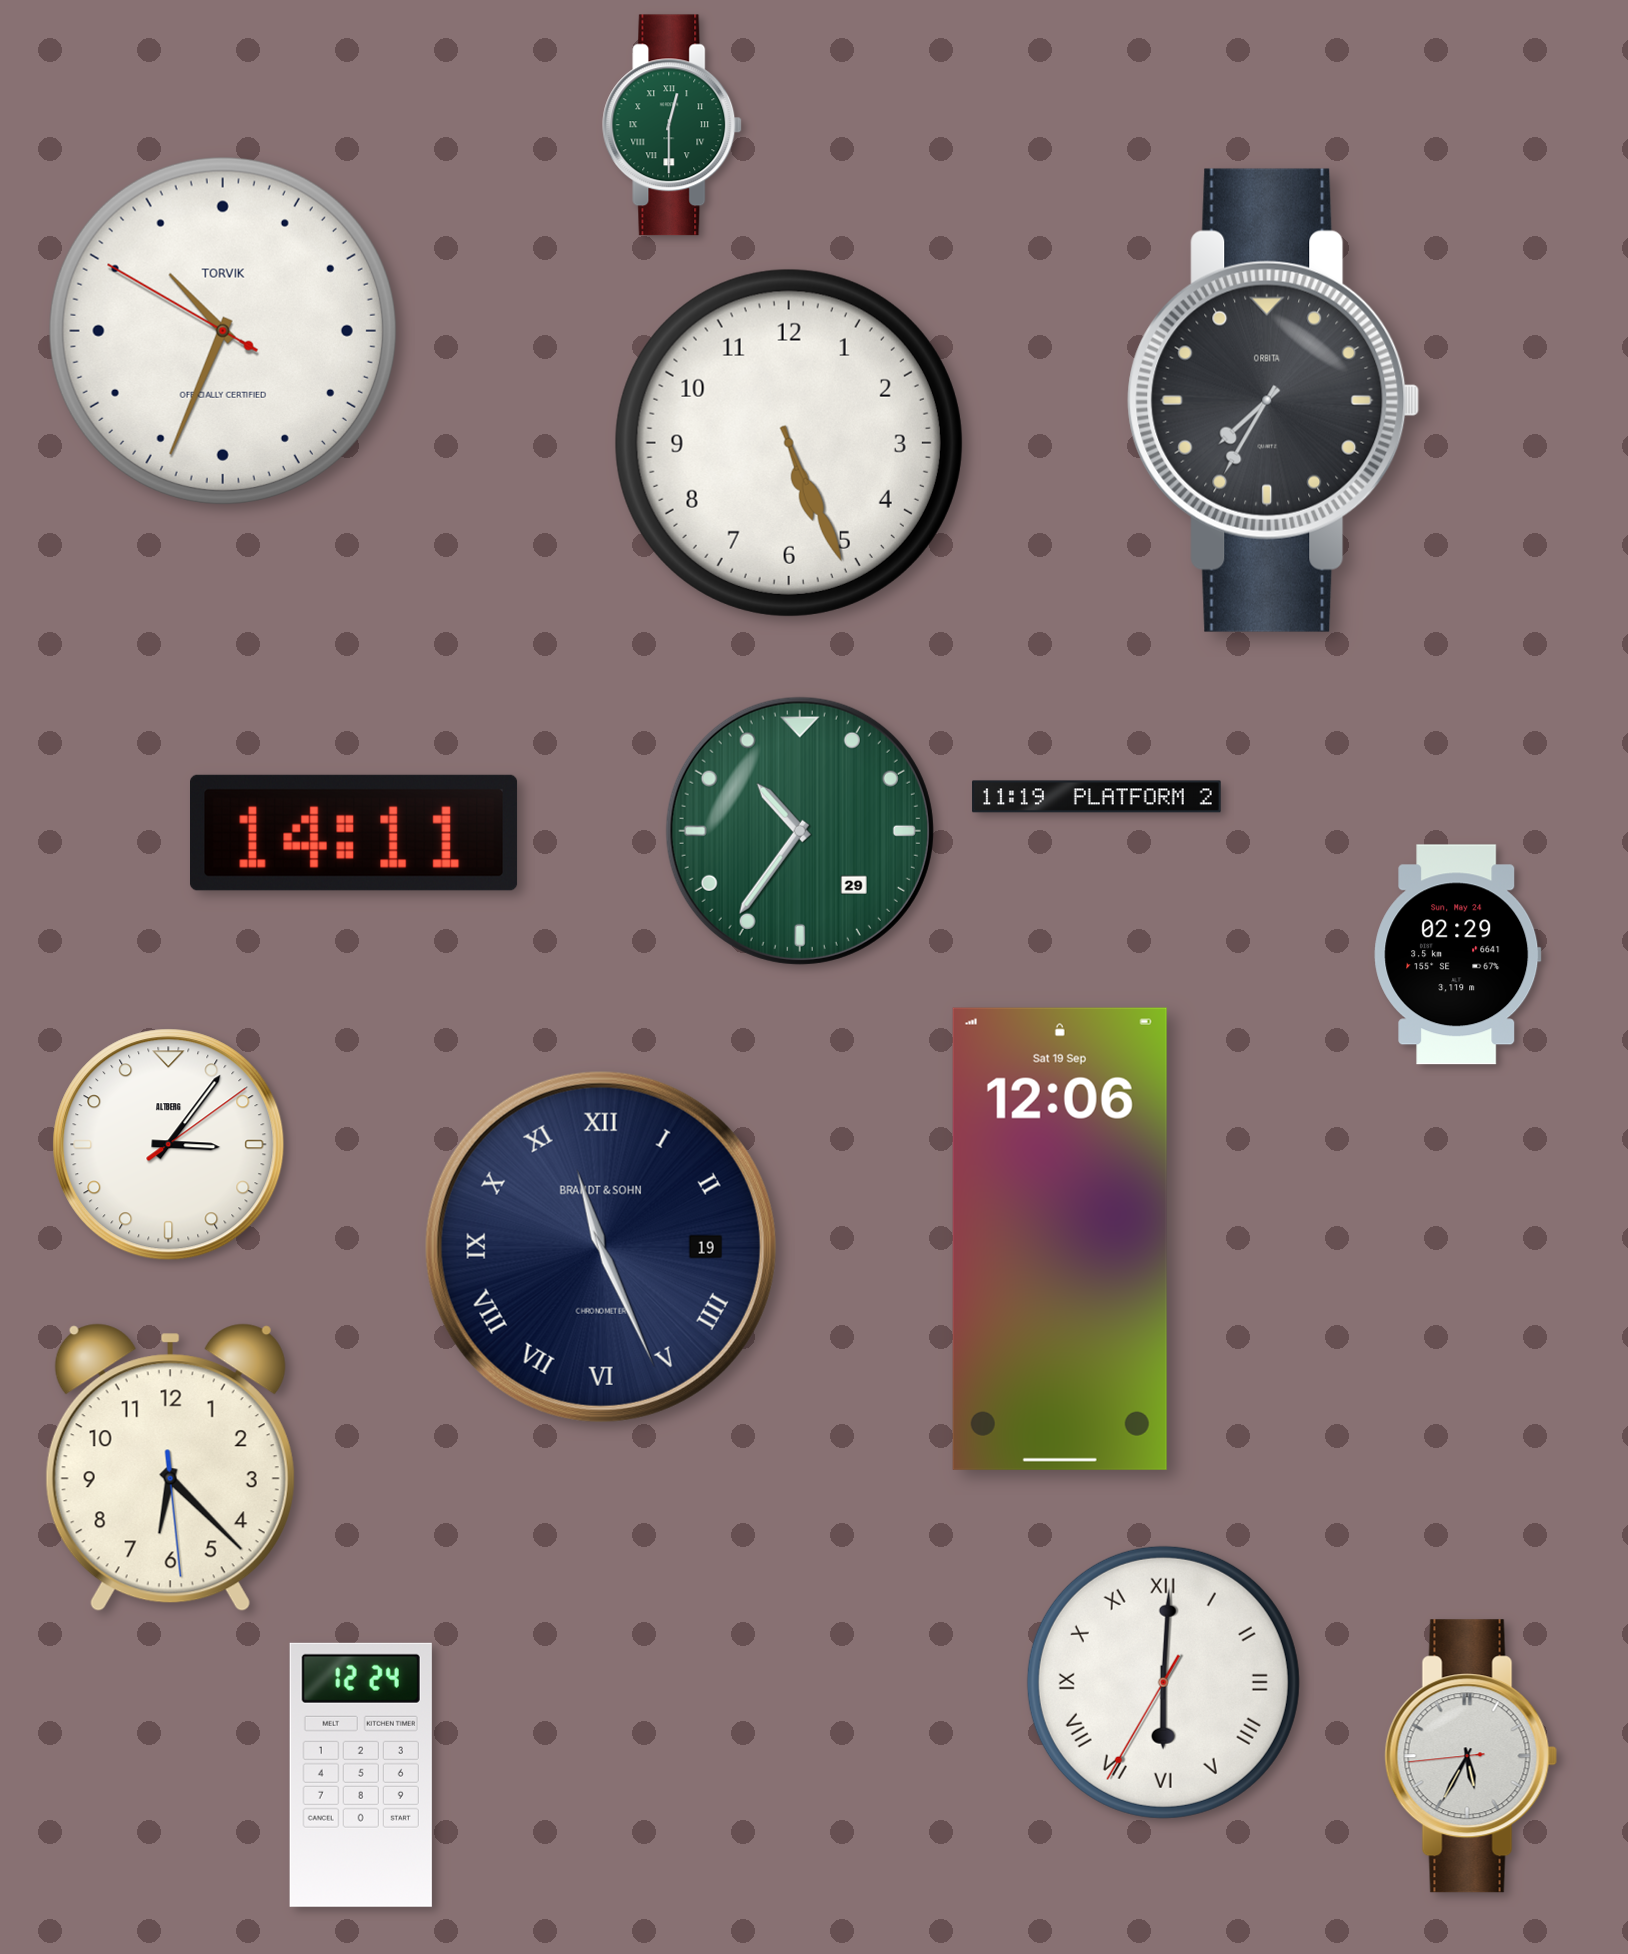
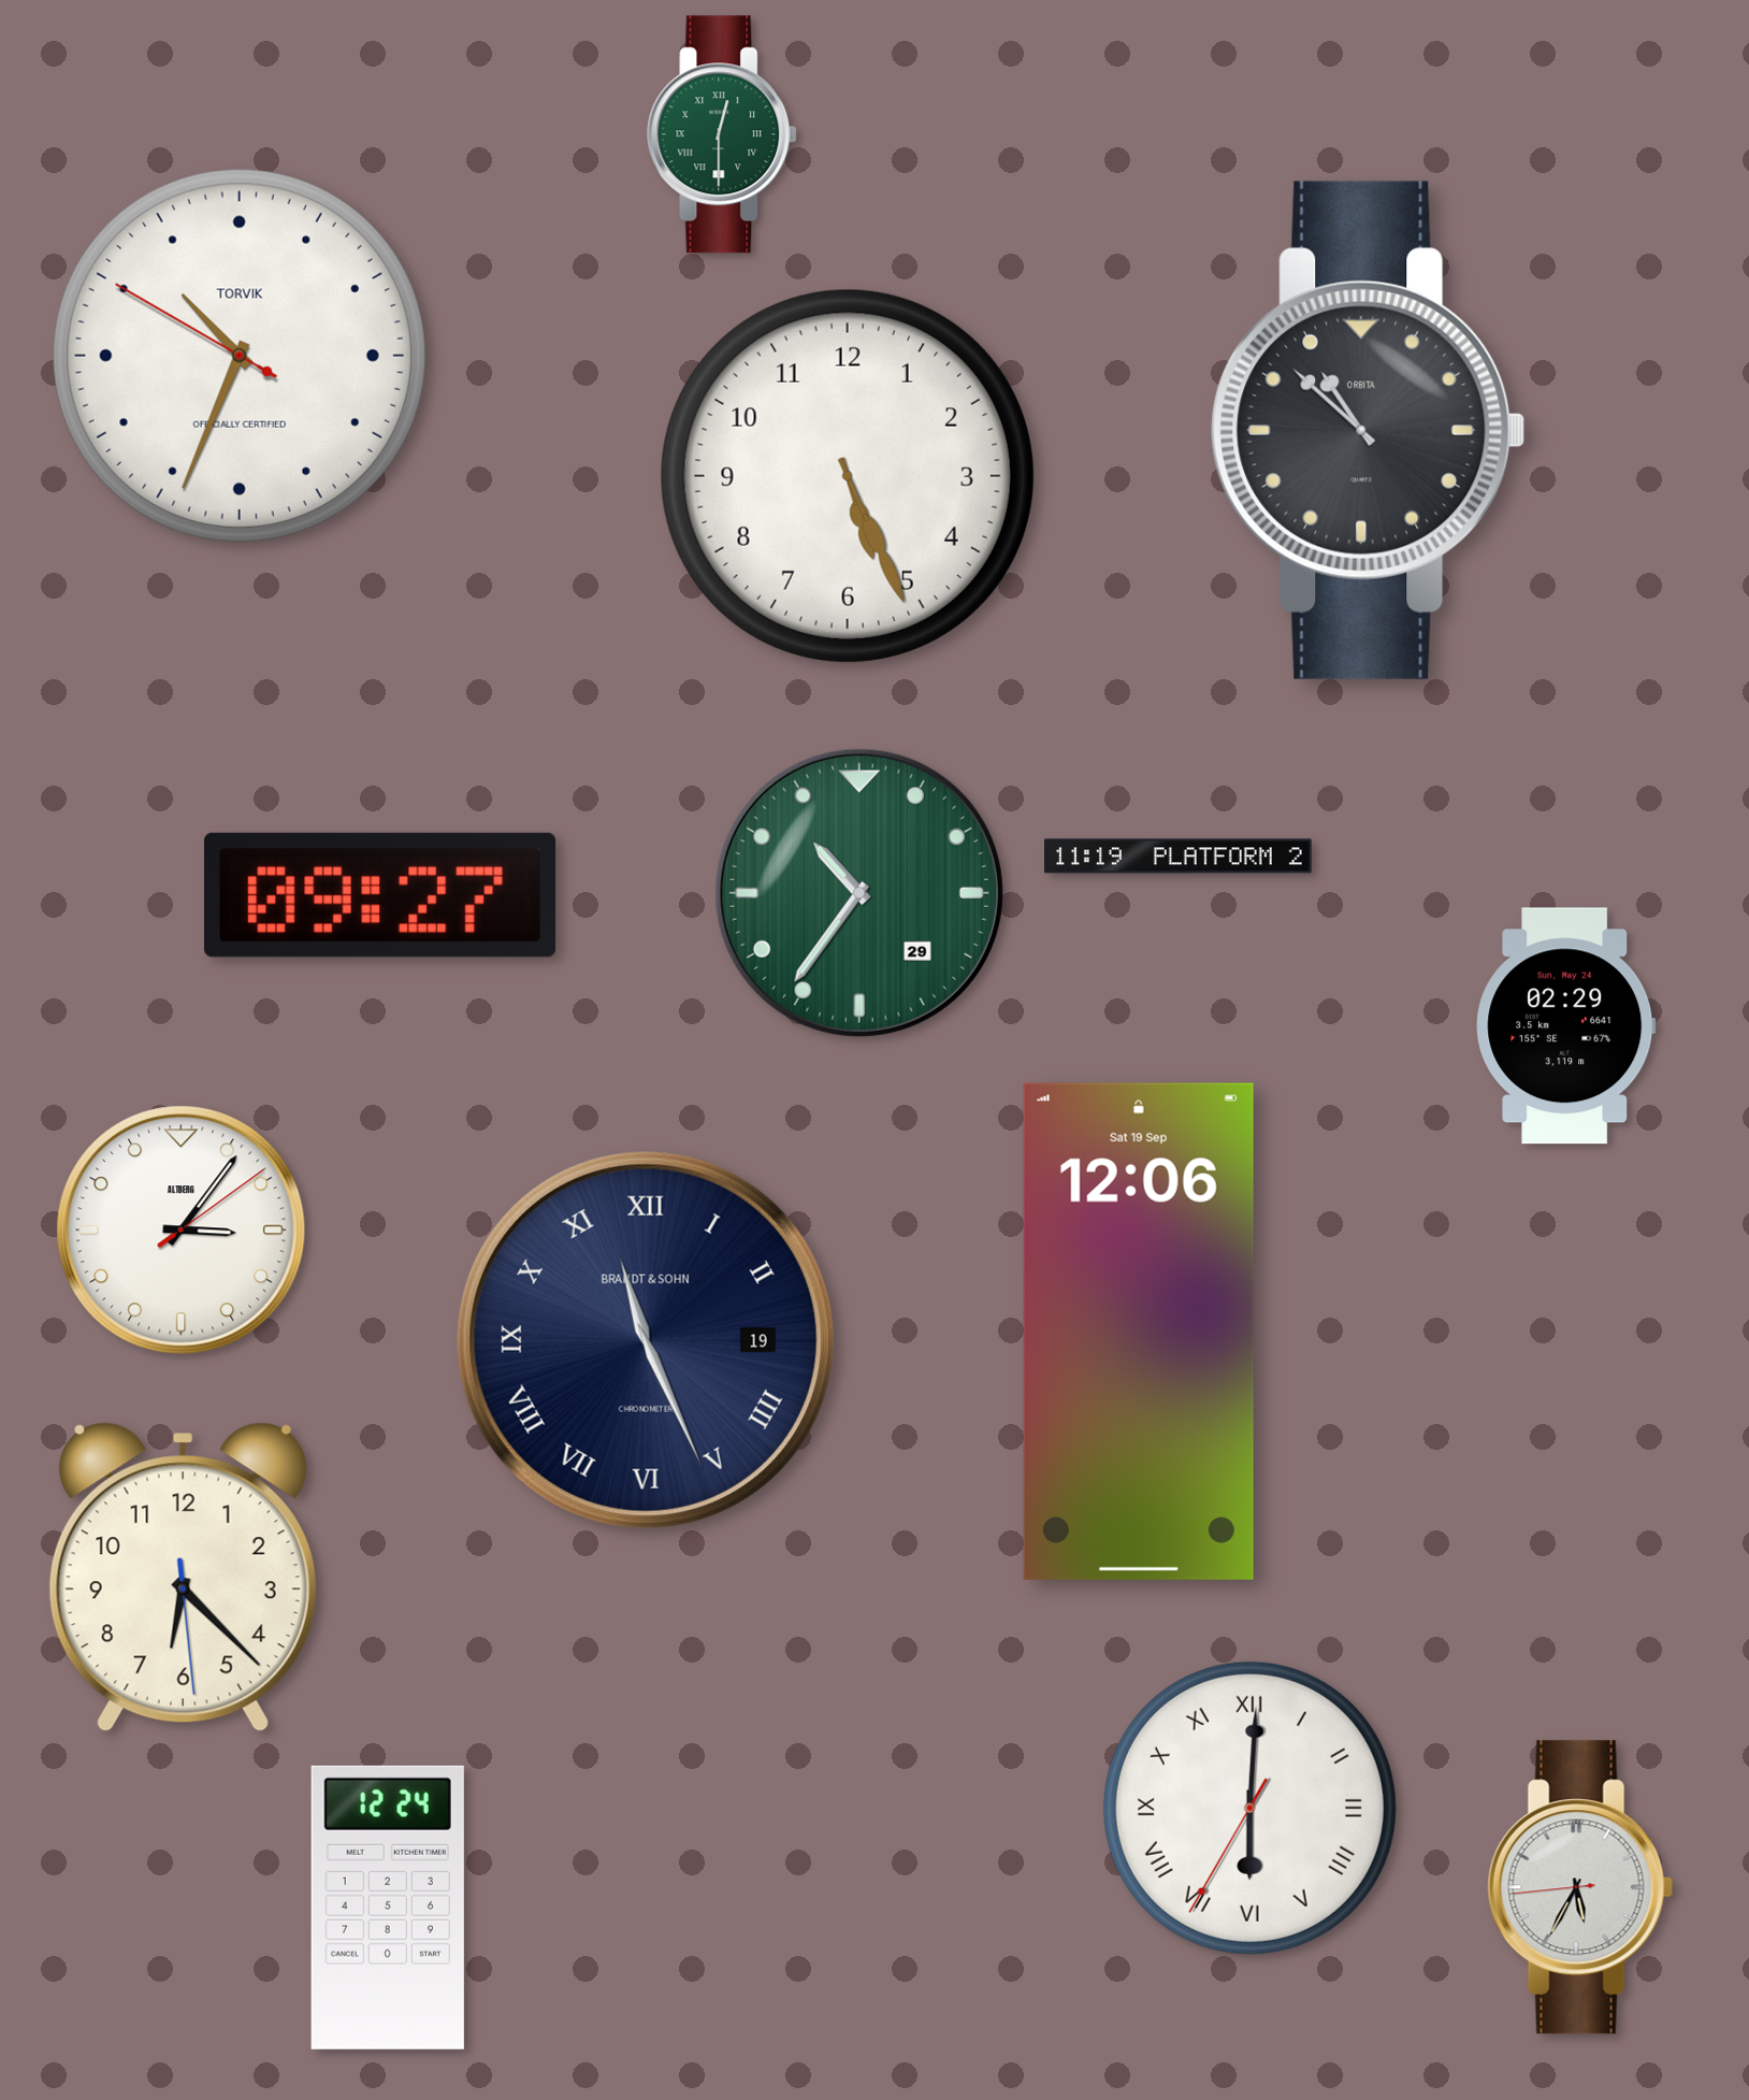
clock at (1274, 400): 7:35 -> 10:52
clock at (355, 833): 14:11 -> 09:27
